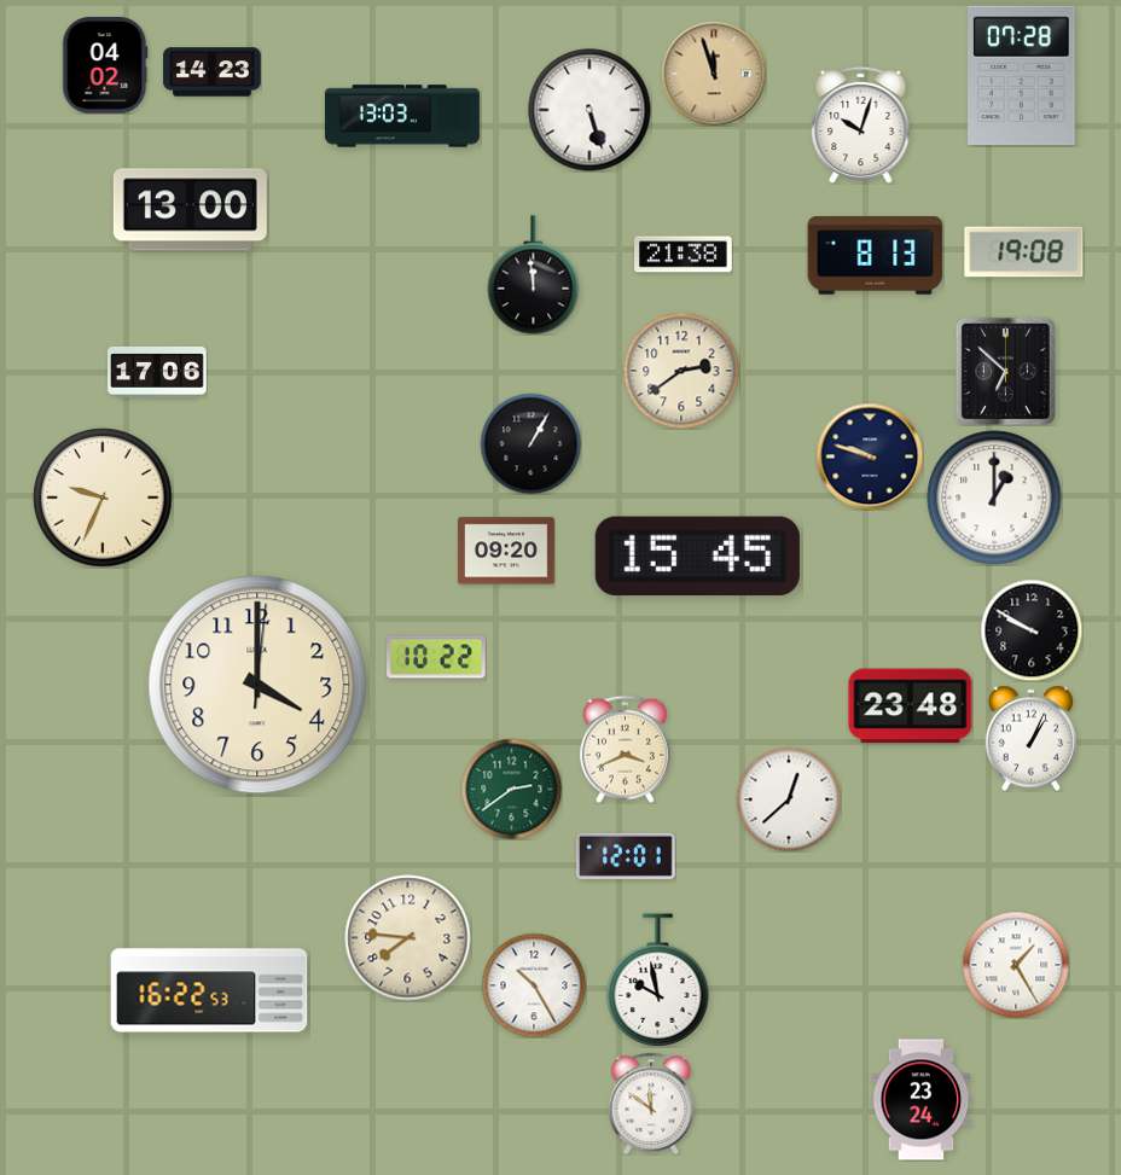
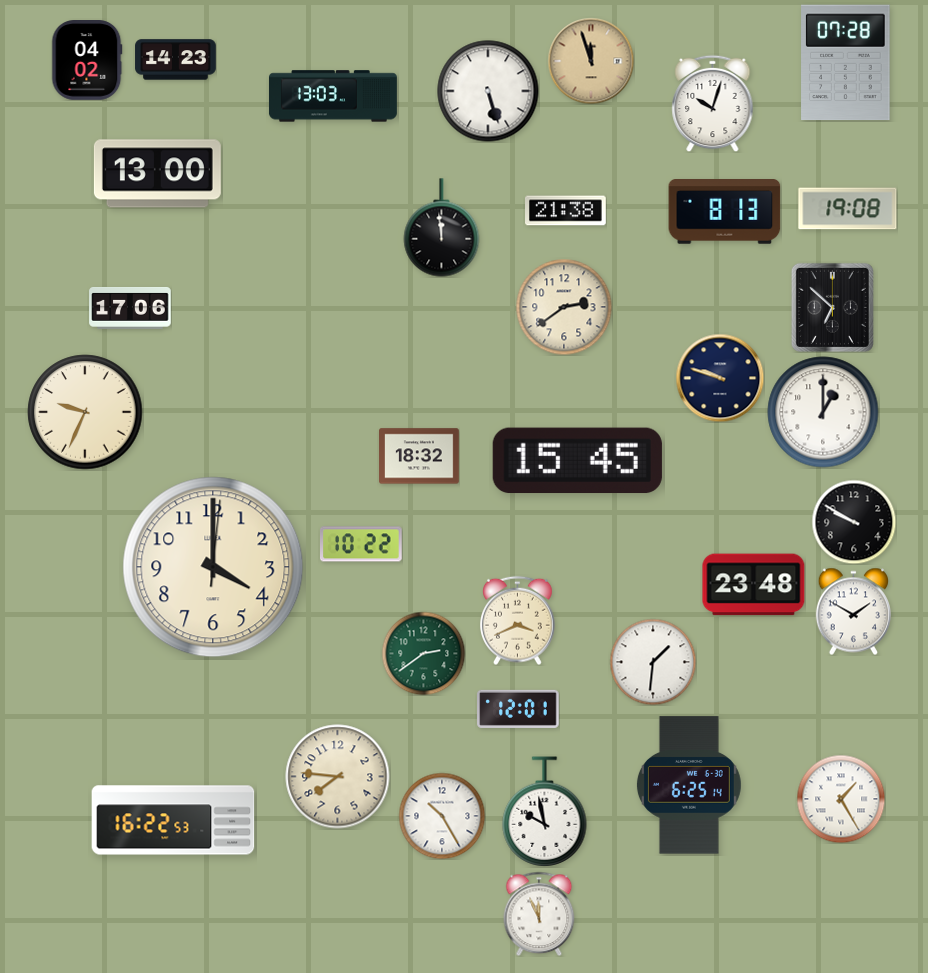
clock at (105, 66) position: (105, 66) -> (87, 61)
clock at (530, 443): 1:05 -> none
clock at (507, 551): 09:20 -> 18:32
clock at (1030, 738): 1:04 -> 1:50
clock at (789, 799): 12:38 -> 1:31
clock at (689, 785): none -> 6:25
clock at (922, 1100): 23:24 -> none
clock at (651, 1104): 11:51 -> 11:56
